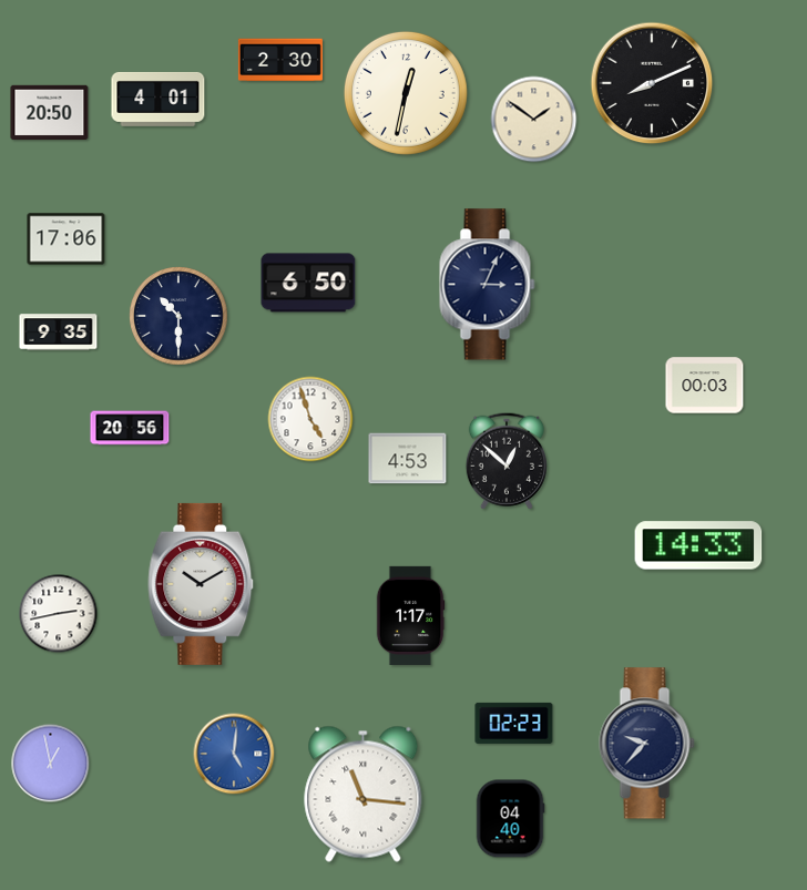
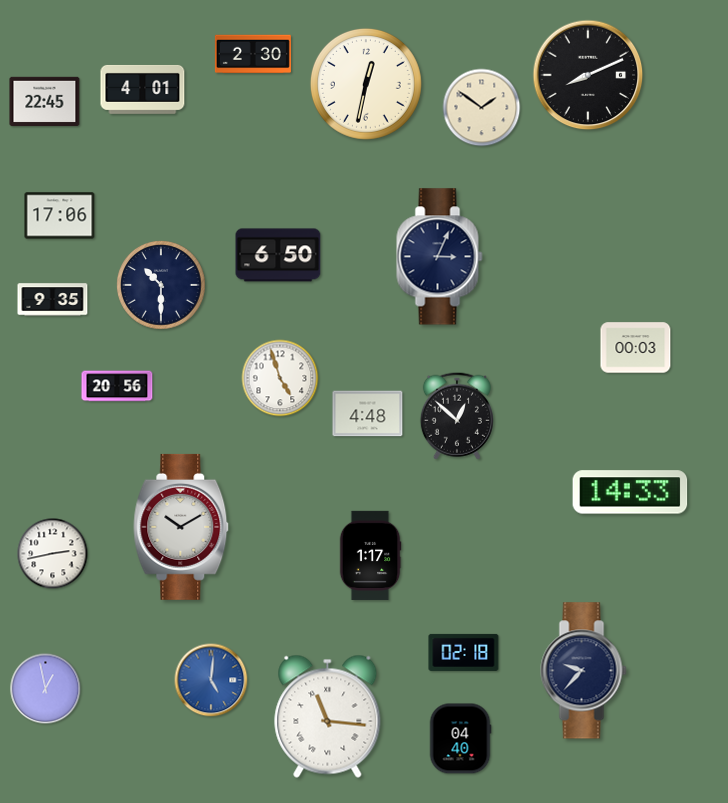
clock at (50, 113): 20:50 -> 22:45
clock at (408, 459): 4:53 -> 4:48
clock at (514, 723): 02:23 -> 02:18
